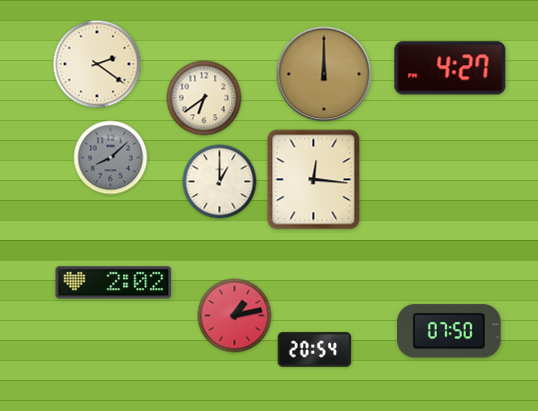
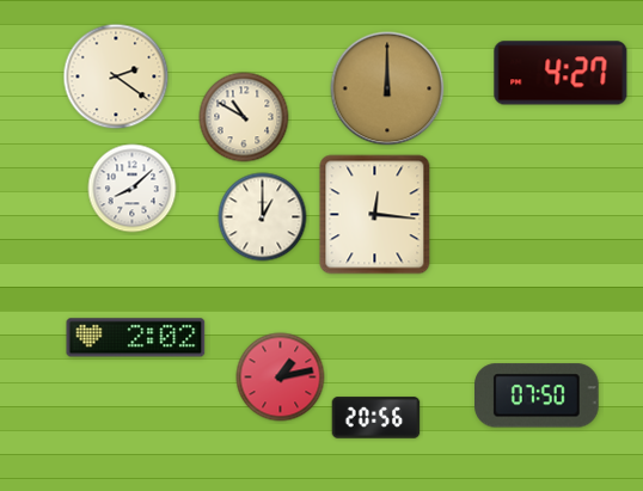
clock at (450, 68) position: (450, 68) -> (561, 73)
clock at (204, 98): 6:39 -> 10:50
clock at (111, 158) dial: grey -> white
clock at (315, 350): 20:54 -> 20:56
